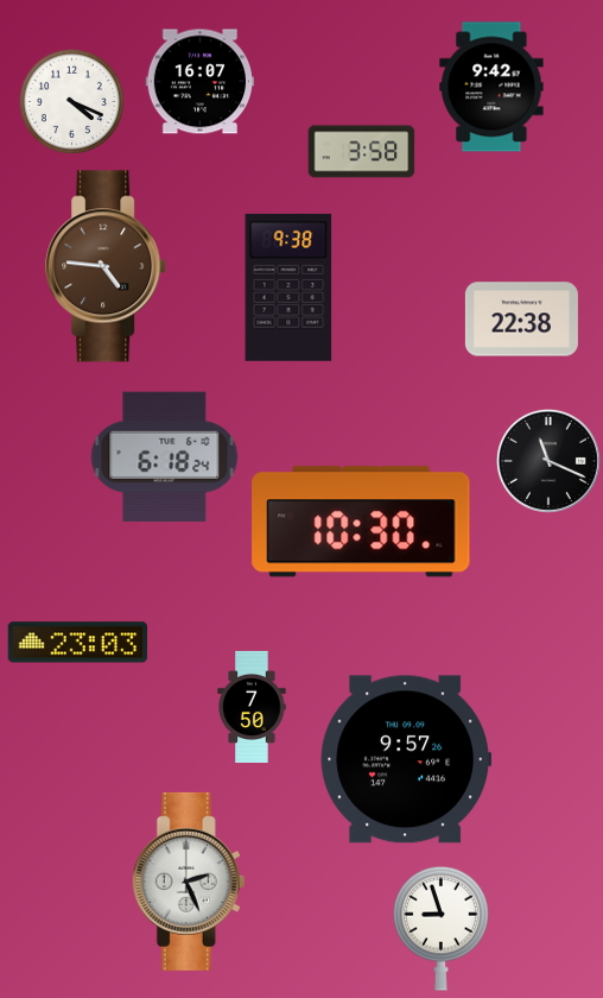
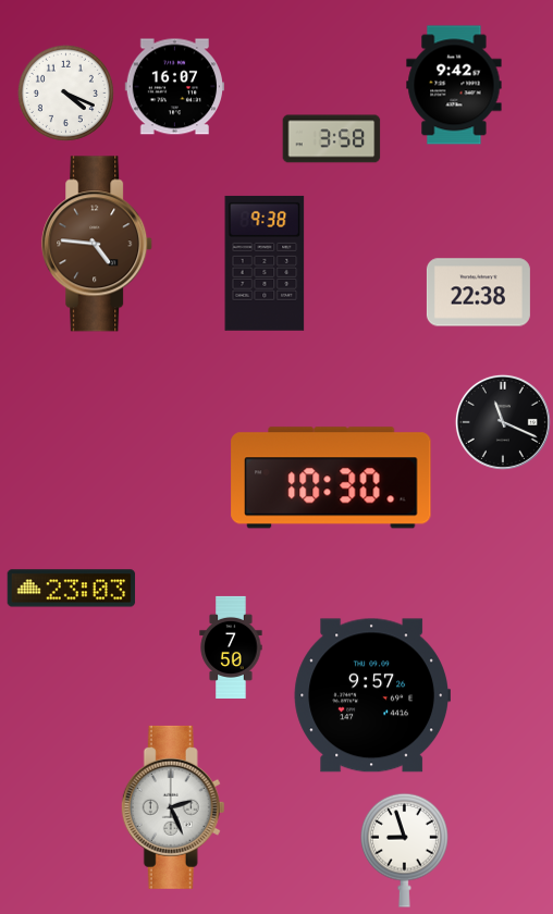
clock at (199, 82) position: (199, 82) -> (174, 87)
clock at (491, 87) position: (491, 87) -> (454, 85)
clock at (165, 456): 6:18 -> none
